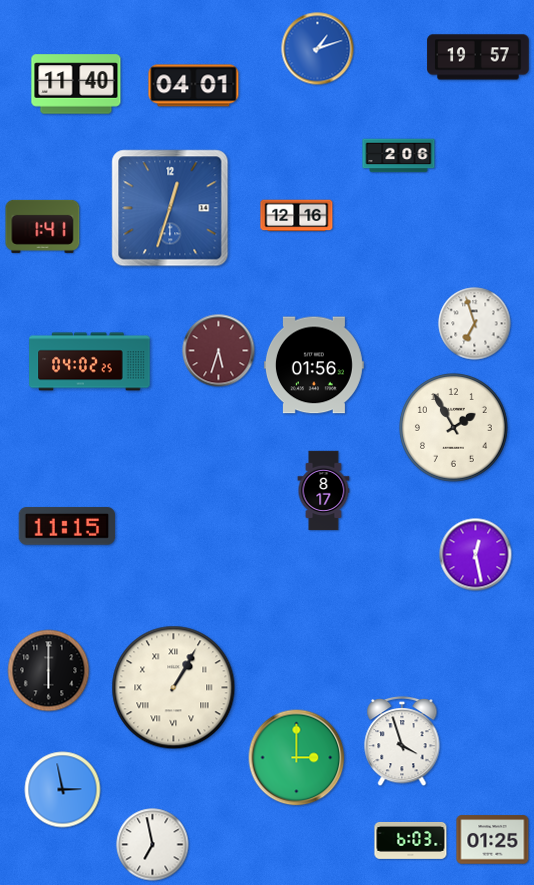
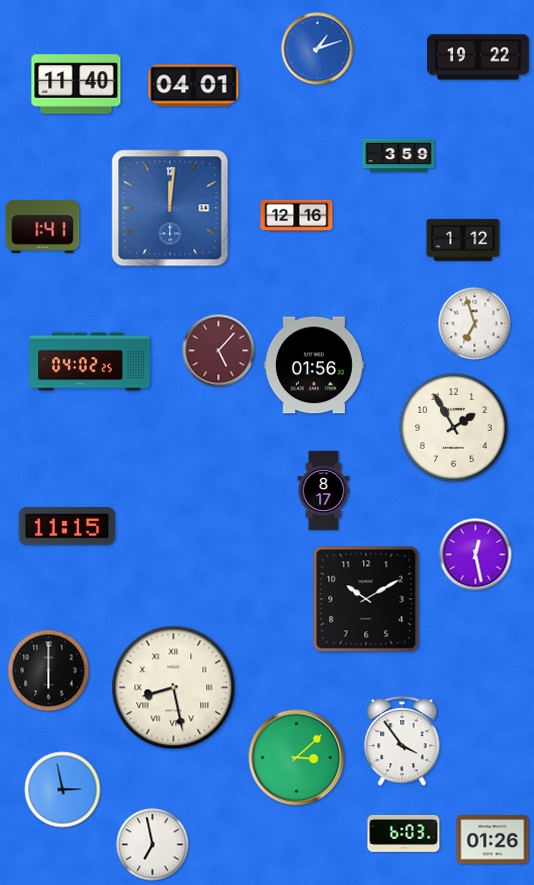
clock at (478, 57): 19:57 -> 19:22
clock at (399, 156): 2:06 -> 3:59
clock at (170, 208): 12:33 -> 12:01
clock at (463, 240): none -> 1:12
clock at (219, 351): 5:33 -> 5:07
clock at (366, 599): none -> 10:10
clock at (174, 688): 1:05 -> 8:28
clock at (402, 741): 3:57 -> 3:54
clock at (297, 758): 3:00 -> 3:08
clock at (411, 840) position: (411, 840) -> (404, 833)
clock at (493, 840): 01:25 -> 01:26
